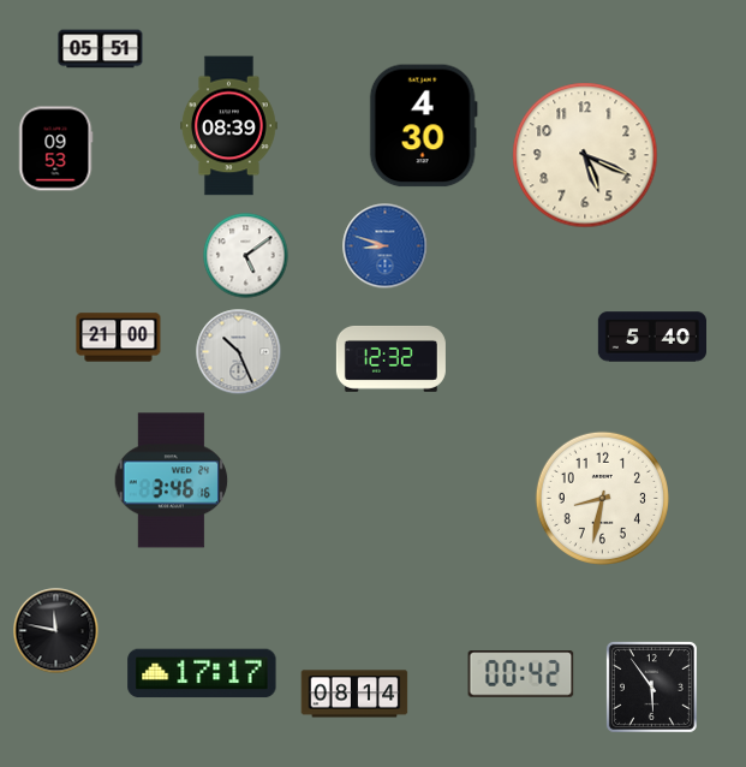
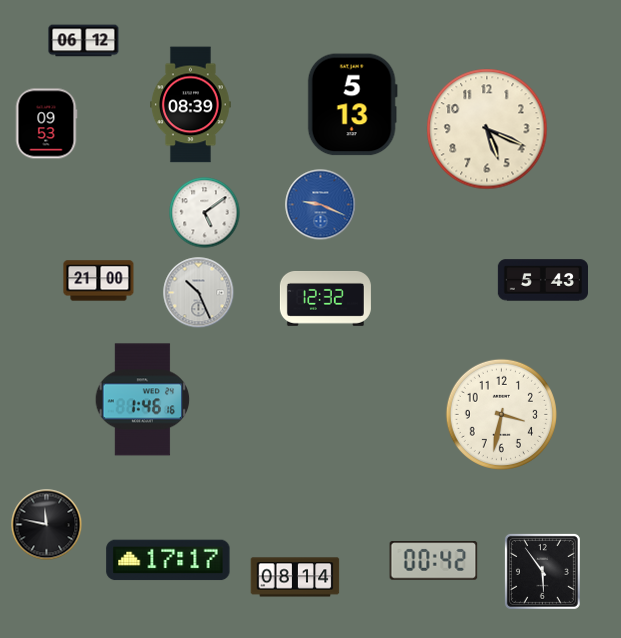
clock at (101, 49): 05:51 -> 06:12
clock at (423, 126): 4:30 -> 5:13
clock at (386, 246): 8:48 -> 9:19
clock at (651, 337): 5:40 -> 5:43
clock at (172, 481): 3:46 -> 1:46
clock at (602, 498): 8:32 -> 3:32
